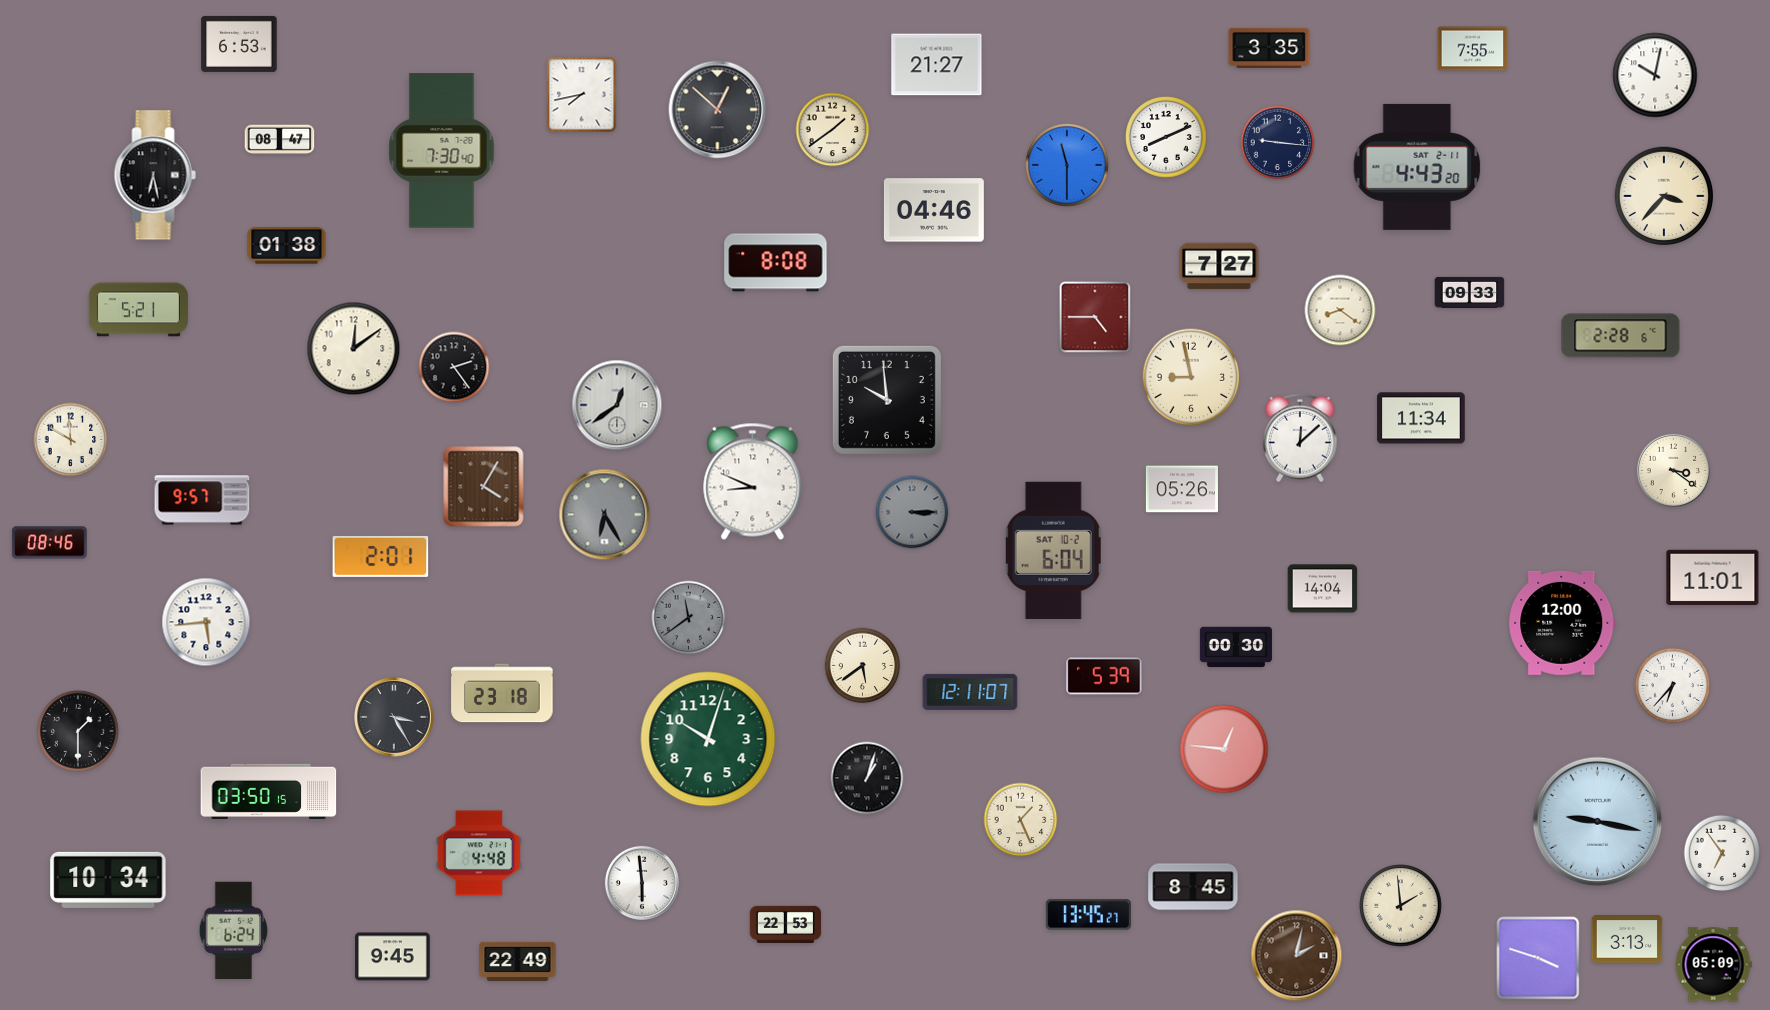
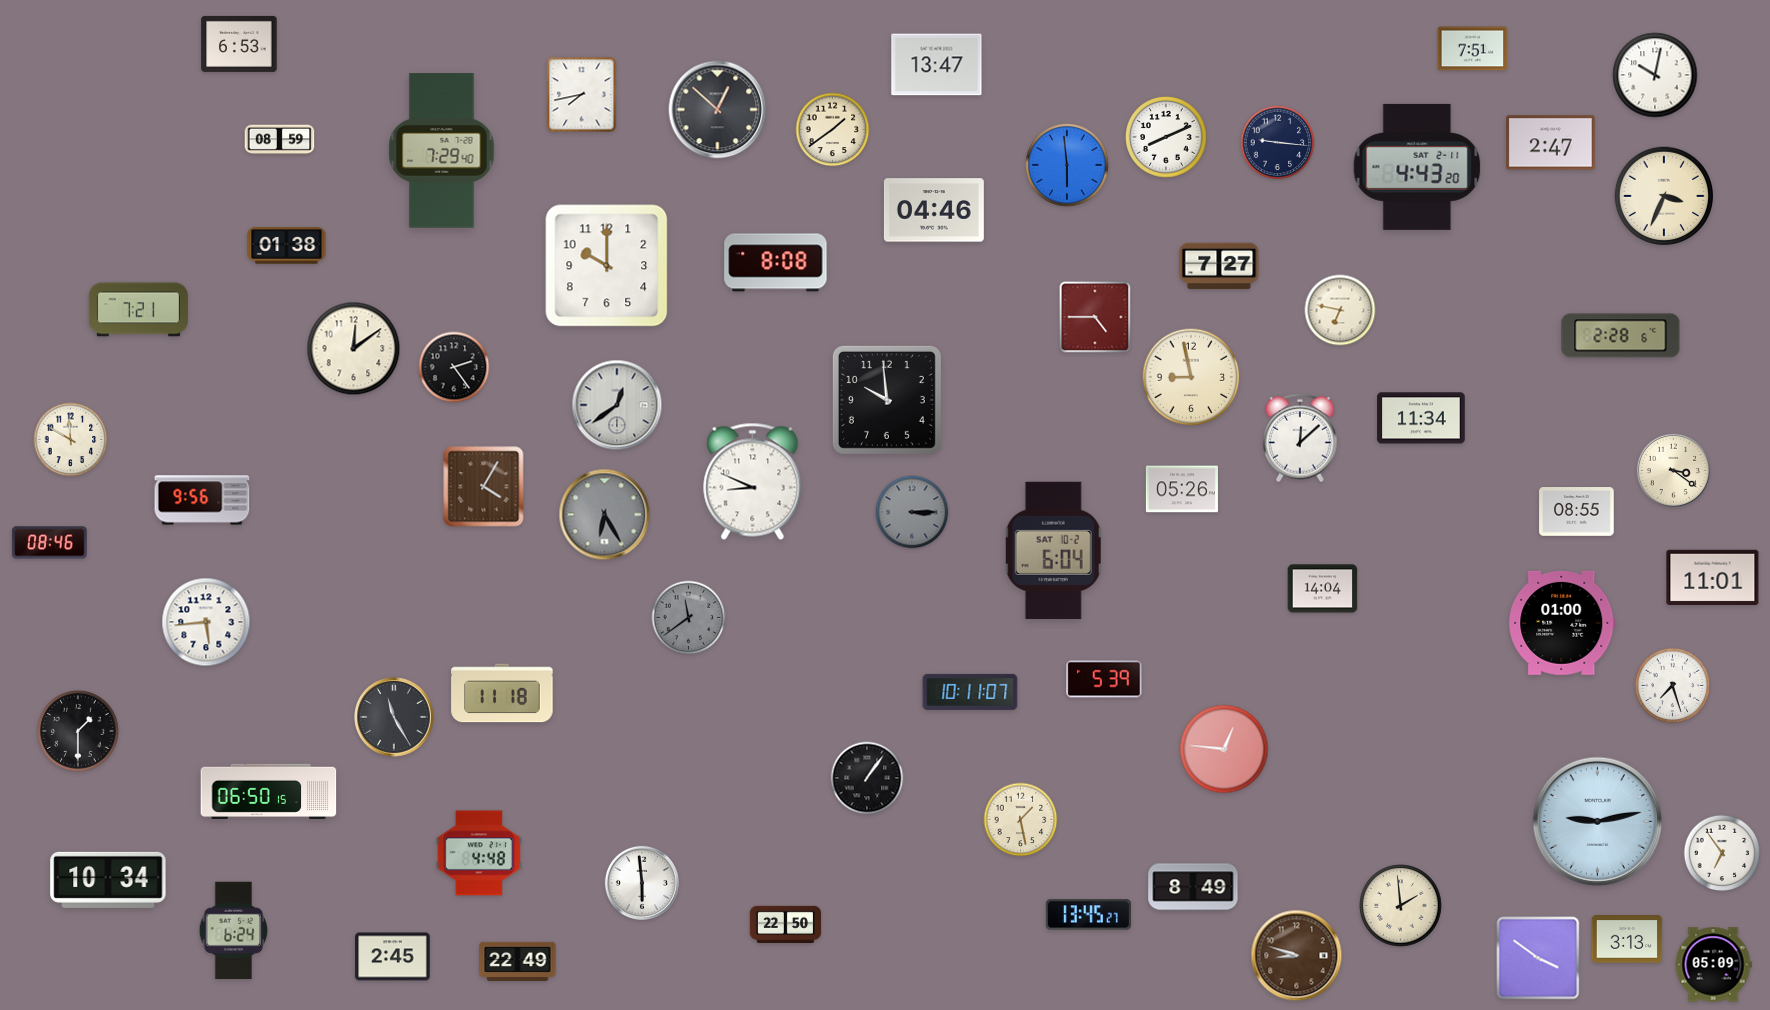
clock at (1269, 48): 3:35 -> none
clock at (1473, 49): 7:55 -> 7:51
clock at (937, 65): 21:27 -> 13:47
clock at (280, 140): 08:47 -> 08:59
clock at (1551, 143): none -> 2:47
clock at (442, 151): 7:30 -> 7:29
clock at (1067, 165): 11:30 -> 5:59
clock at (155, 175): 6:28 -> none
clock at (1663, 195): 3:37 -> 3:34
clock at (607, 266): none -> 10:00
clock at (1470, 292): 09:33 -> none
clock at (138, 310): 5:21 -> 7:21
clock at (1340, 310): 8:21 -> 6:47
clock at (202, 500): 9:57 -> 9:56
clock at (1577, 512): none -> 08:55
clock at (381, 556): 2:01 -> none
clock at (1562, 623): 12:00 -> 01:00
clock at (1236, 647): 00:30 -> none
clock at (863, 666): 5:39 -> none
clock at (1104, 676) position: (1104, 676) -> (1104, 679)
clock at (1673, 686): 6:37 -> 7:27
clock at (970, 692): 12:11 -> 10:11
clock at (502, 693): 23:18 -> 11:18
clock at (394, 717): 3:25 -> 11:25
clock at (708, 739): 10:03 -> none
clock at (867, 778): 1:03 -> 1:06
clock at (269, 791): 03:50 -> 06:50
clock at (1021, 820): 1:26 -> 1:28
clock at (1598, 822): 9:17 -> 9:13
clock at (1193, 887): 8:45 -> 8:49
clock at (786, 924): 22:53 -> 22:50
clock at (1297, 956): 2:02 -> 8:48
clock at (393, 957): 9:45 -> 2:45
clock at (1538, 958): 3:48 -> 3:51
